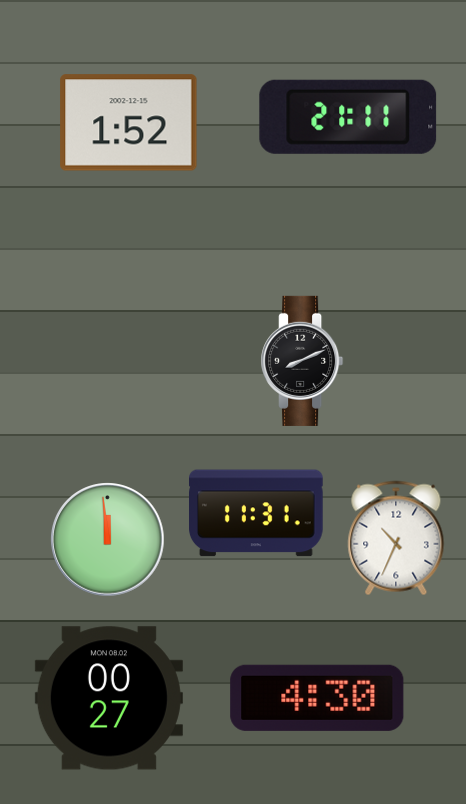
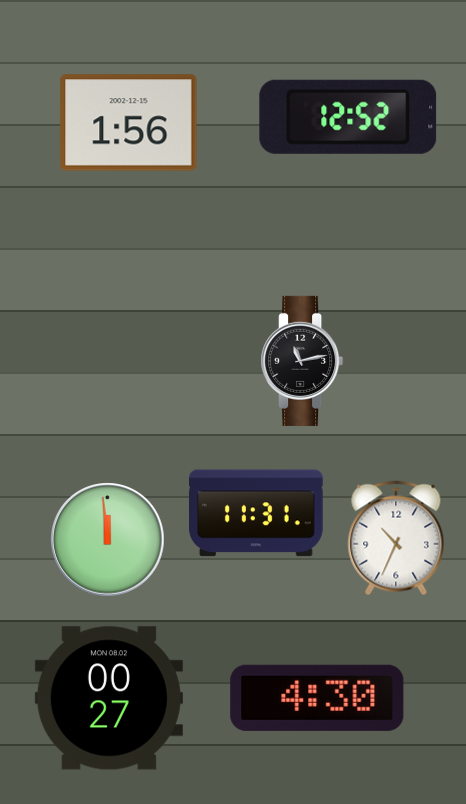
clock at (348, 117): 21:11 -> 12:52
clock at (129, 123): 1:52 -> 1:56
clock at (302, 361): 8:11 -> 11:13
